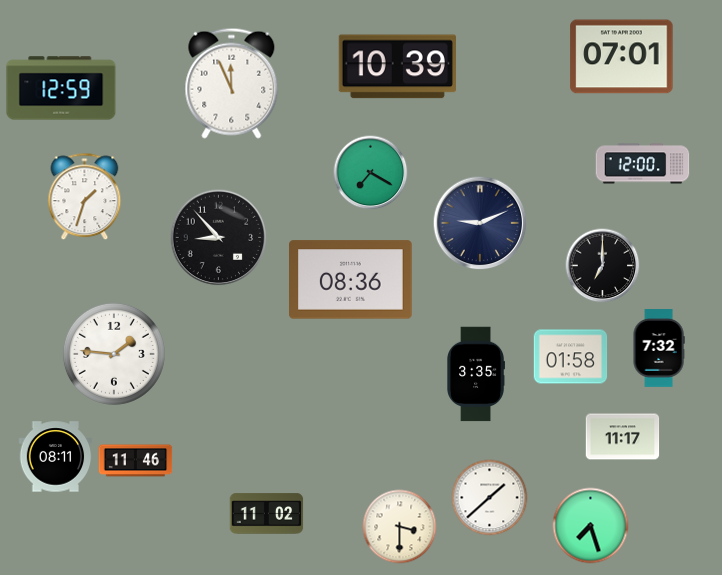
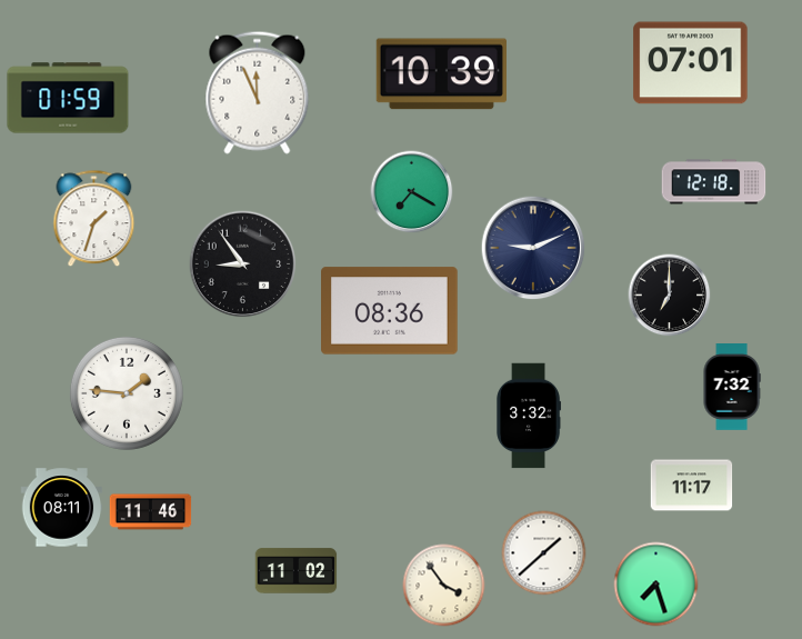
clock at (61, 88): 12:59 -> 01:59
clock at (643, 164): 12:00 -> 12:18
clock at (219, 238): 8:53 -> 8:54
clock at (571, 357): 01:58 -> none
clock at (476, 374): 3:35 -> 3:32
clock at (400, 527): 3:30 -> 3:54
